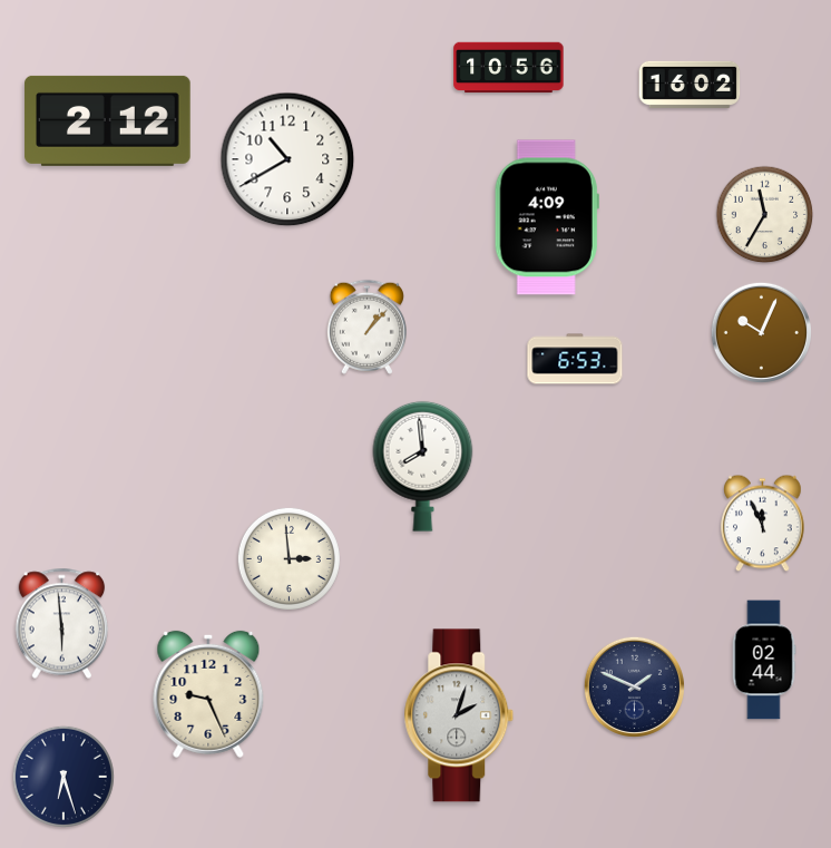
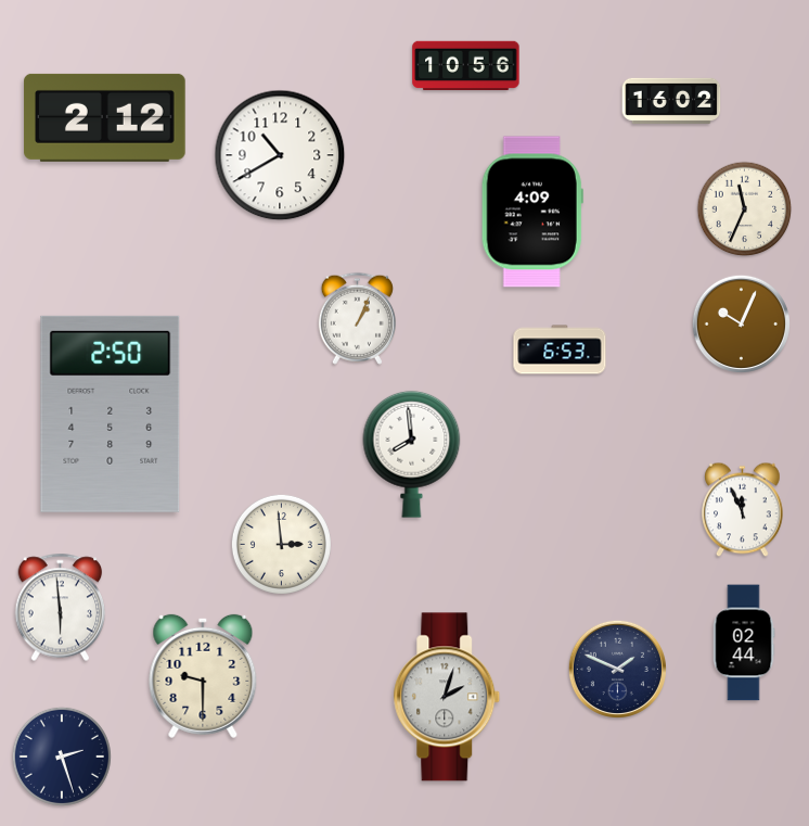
clock at (509, 68) position: (509, 68) -> (466, 66)
clock at (690, 85) position: (690, 85) -> (671, 101)
clock at (765, 215): 11:35 -> 11:34
clock at (366, 326): 1:07 -> 1:04
clock at (111, 414): none -> 2:50
clock at (208, 694): 9:26 -> 9:30
clock at (63, 777): 6:27 -> 2:27
